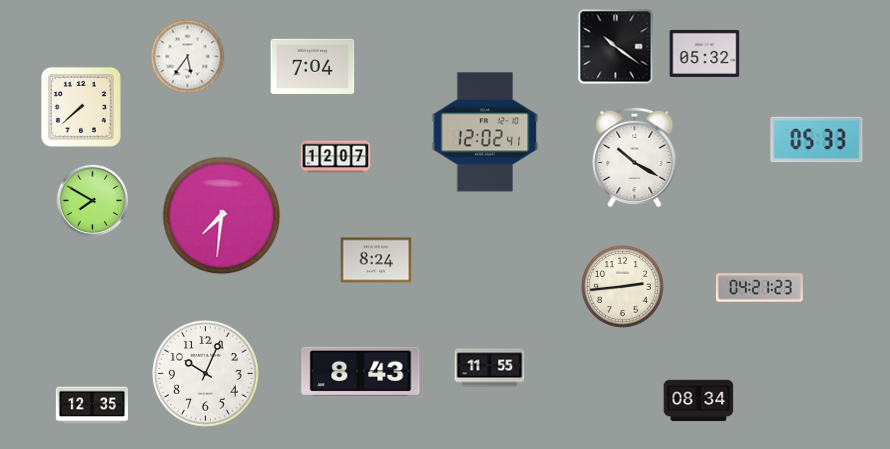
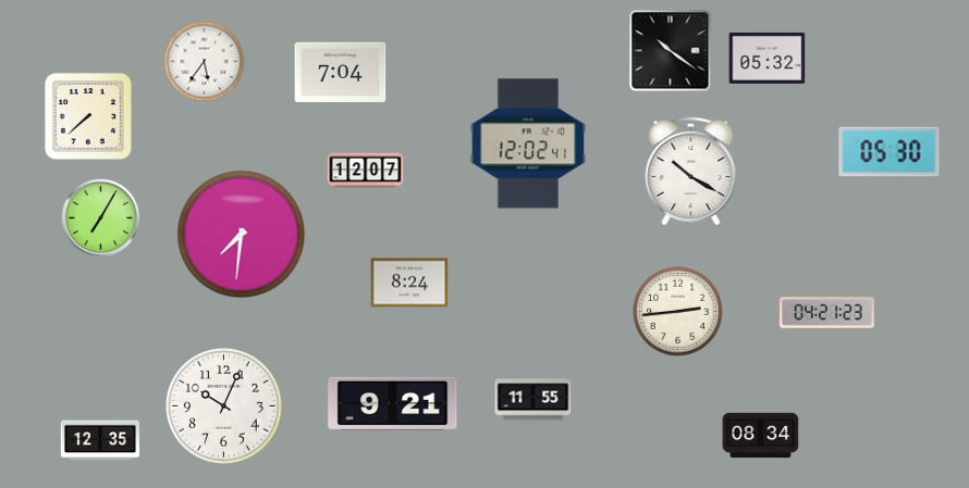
clock at (817, 140): 05:33 -> 05:30
clock at (93, 201): 7:50 -> 7:05
clock at (361, 371): 8:43 -> 9:21
